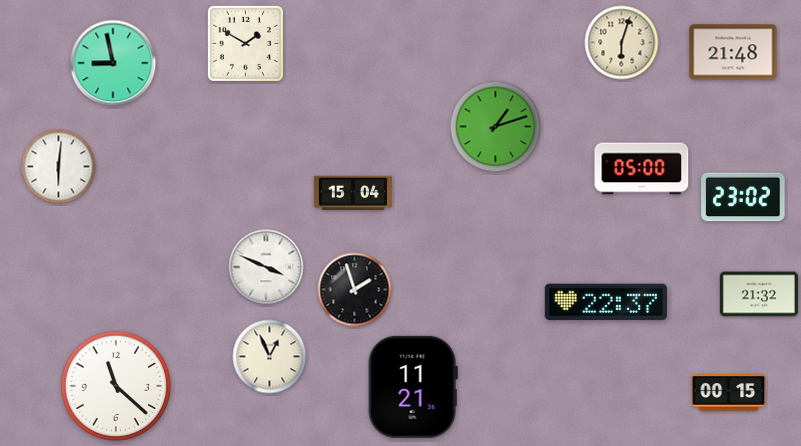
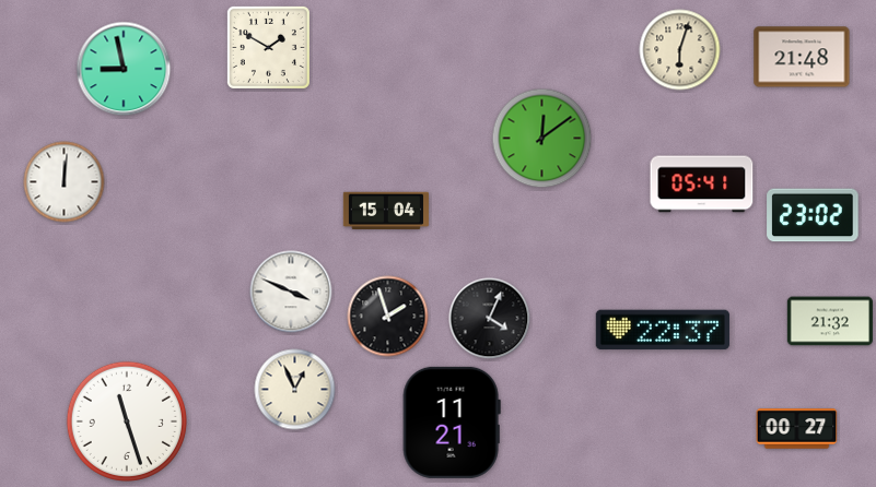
clock at (622, 43) position: (622, 43) -> (680, 50)
clock at (496, 127): 1:12 -> 12:09
clock at (59, 167): 6:01 -> 12:01
clock at (642, 169): 05:00 -> 05:41
clock at (490, 319): none -> 4:04
clock at (116, 386): 11:22 -> 11:27
clock at (729, 393): 00:15 -> 00:27
